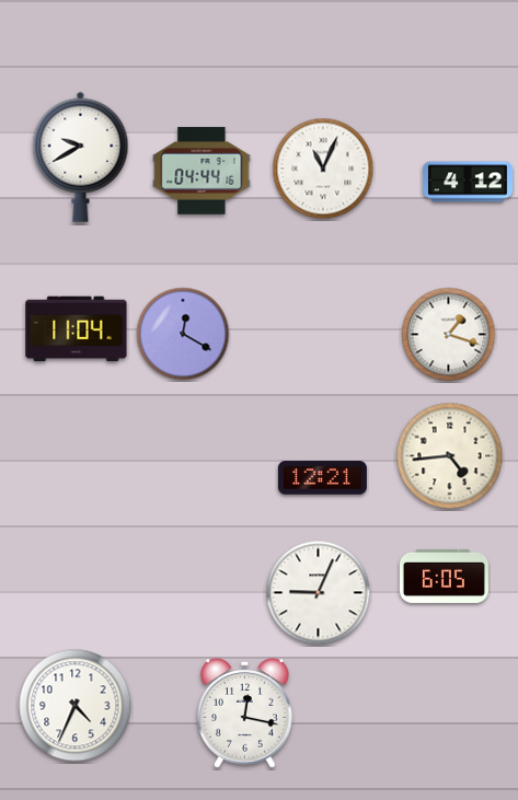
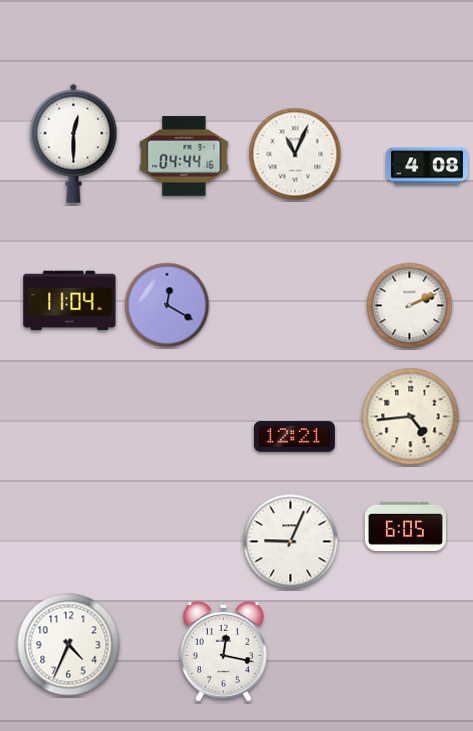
clock at (81, 156): 9:40 -> 12:30
clock at (468, 182): 4:12 -> 4:08
clock at (449, 335): 1:18 -> 2:11
